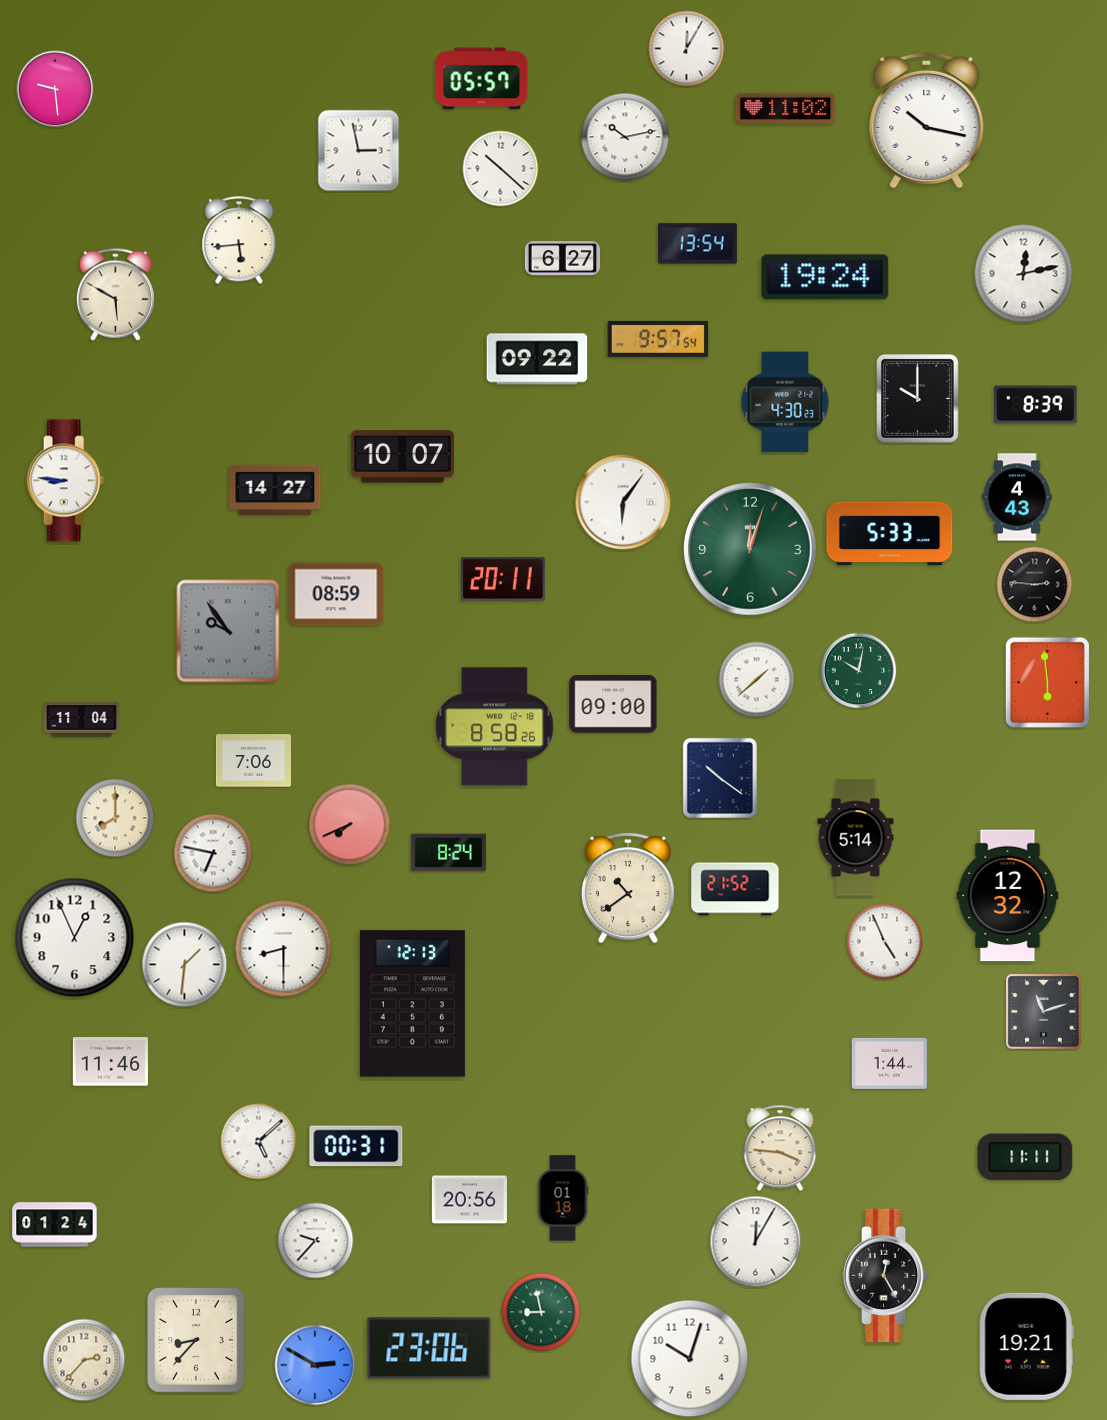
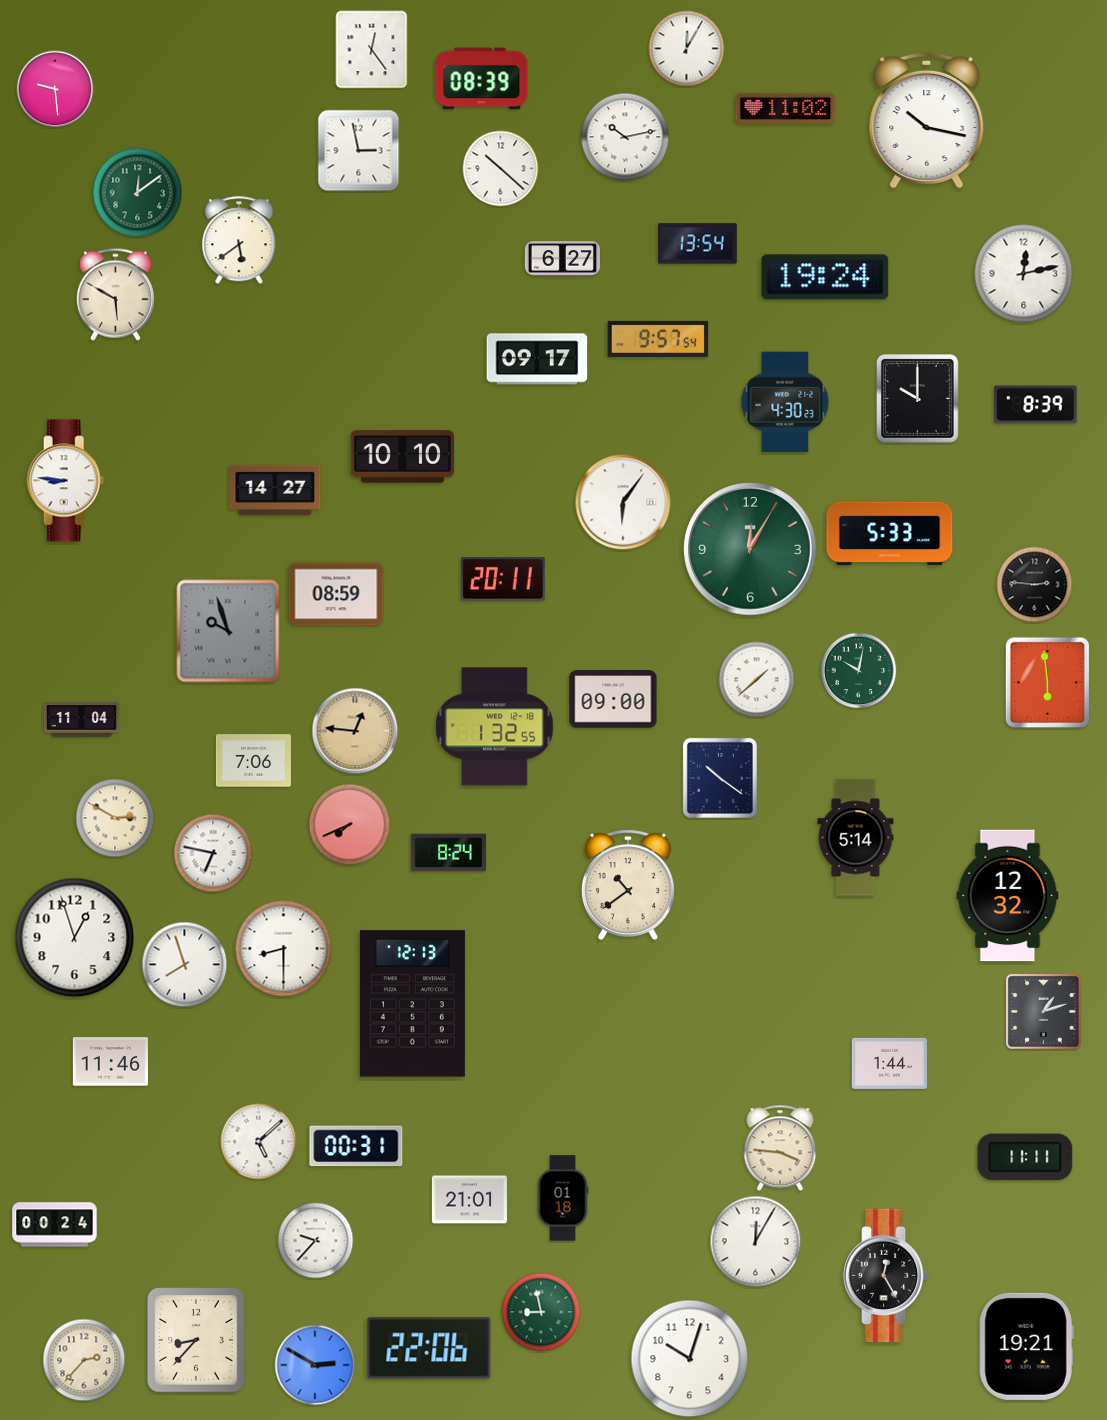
clock at (372, 50): none -> 12:24
clock at (482, 79): 05:57 -> 08:39
clock at (138, 193): none -> 12:09
clock at (239, 241): 5:44 -> 5:39
clock at (537, 359): 09:22 -> 09:17
clock at (402, 457): 10:07 -> 10:10
clock at (1017, 497): 4:43 -> none
clock at (750, 549): 12:03 -> 12:05
clock at (228, 631): 9:54 -> 9:57
clock at (613, 704) position: (613, 704) -> (613, 699)
clock at (495, 727): 8:58 -> 1:32
clock at (355, 731): none -> 12:46
clock at (115, 818): 8:00 -> 2:50
clock at (628, 888) position: (628, 888) -> (628, 885)
clock at (735, 889): 21:52 -> none
clock at (75, 938): 12:56 -> 12:57
clock at (885, 942): 4:56 -> none
clock at (185, 965): 1:31 -> 7:57
clock at (1043, 1011): 11:12 -> 1:12
clock at (469, 1200): 20:56 -> 21:01
clock at (55, 1225): 01:24 -> 00:24
clock at (429, 1348): 23:06 -> 22:06
